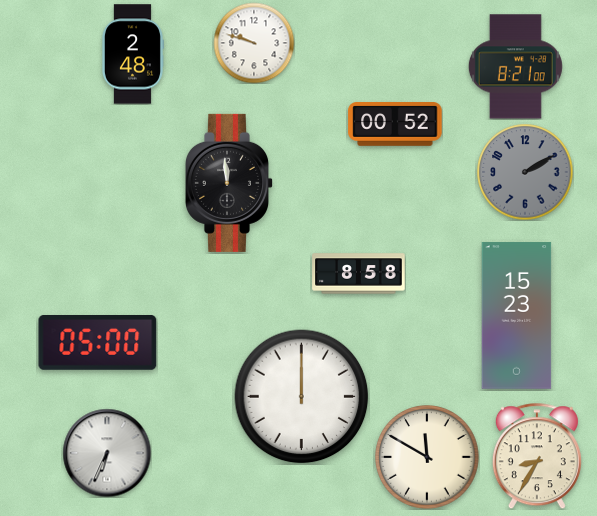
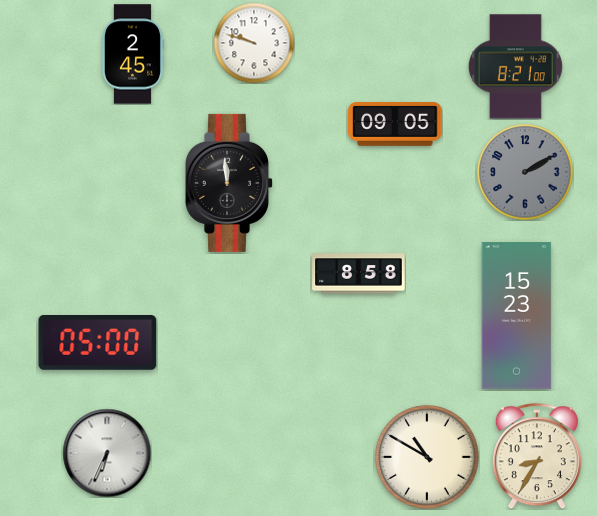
clock at (132, 54): 2:48 -> 2:45
clock at (395, 125): 00:52 -> 09:05
clock at (302, 397): 12:00 -> none
clock at (427, 457): 11:50 -> 10:50
